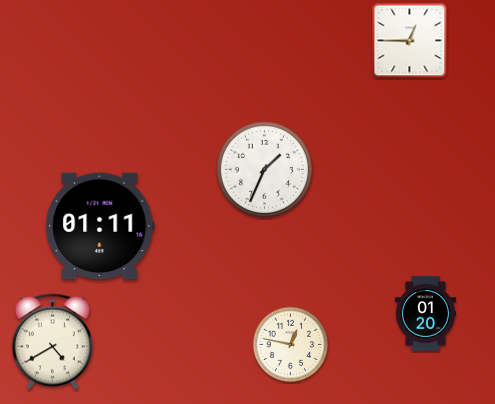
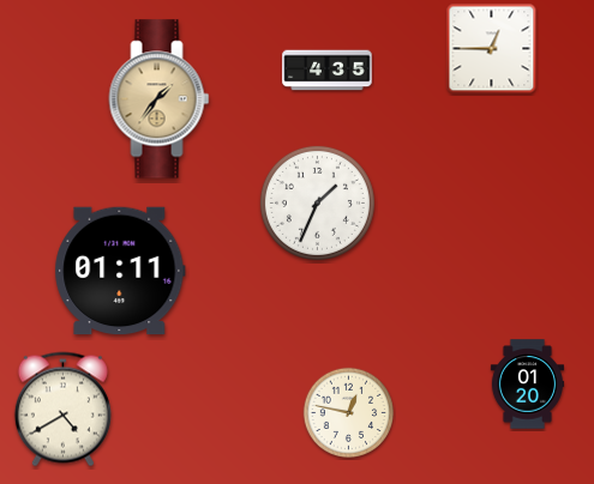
clock at (328, 71): none -> 4:35
clock at (160, 99): none -> 1:36
clock at (425, 314) position: (425, 314) -> (527, 385)
